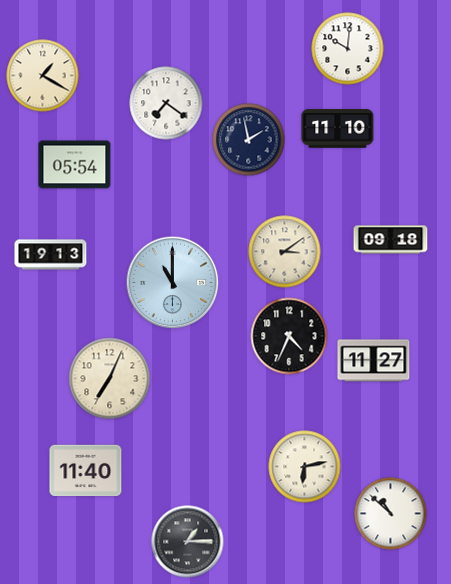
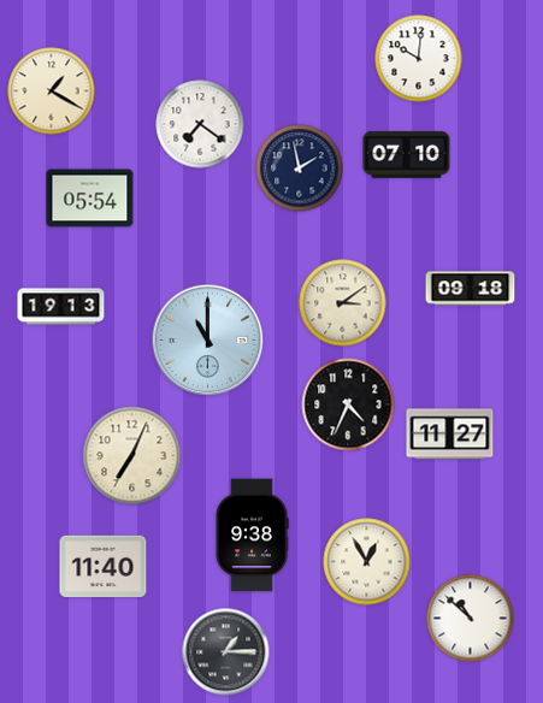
clock at (338, 129): 11:10 -> 07:10
clock at (252, 536): none -> 9:38
clock at (305, 467): 6:13 -> 12:55
